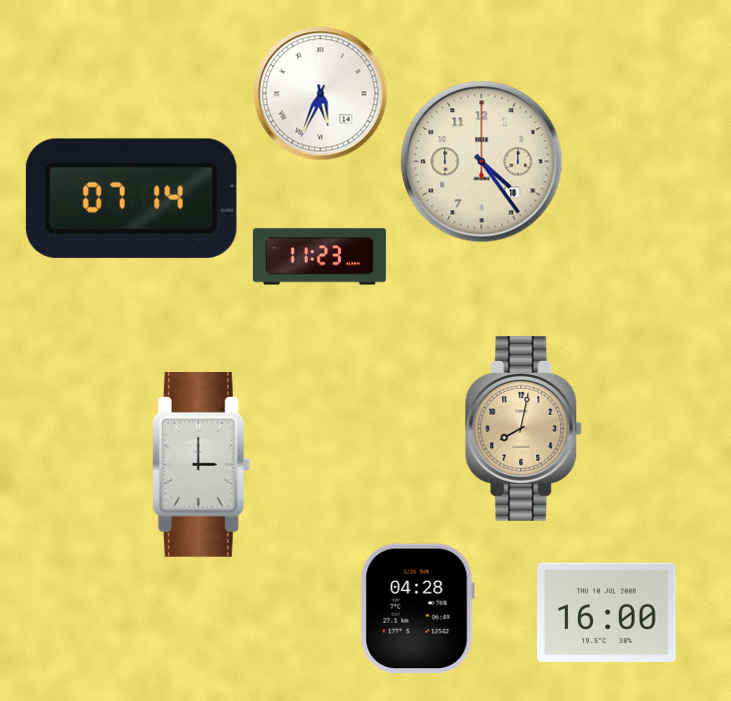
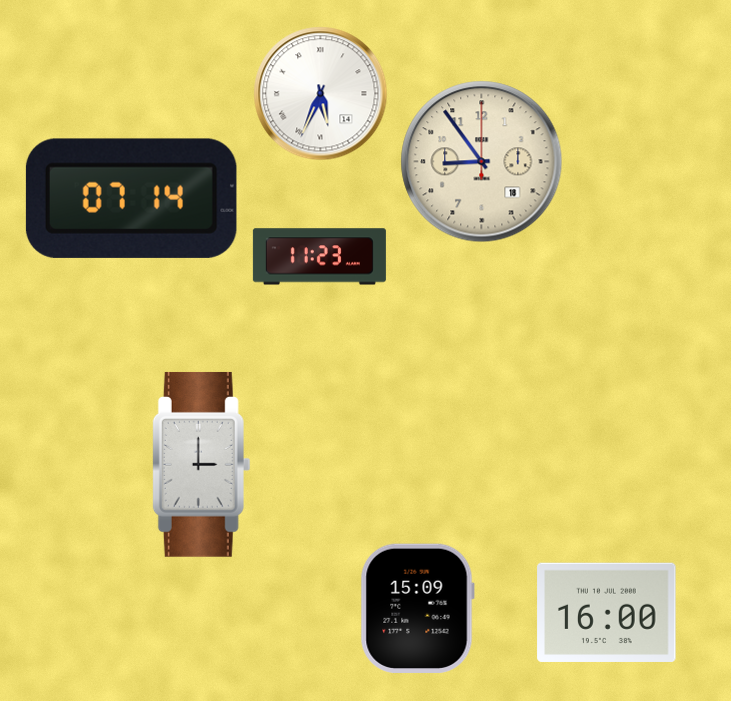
clock at (482, 162): 4:24 -> 8:54
clock at (524, 428): 8:02 -> none
clock at (417, 608): 04:28 -> 15:09
